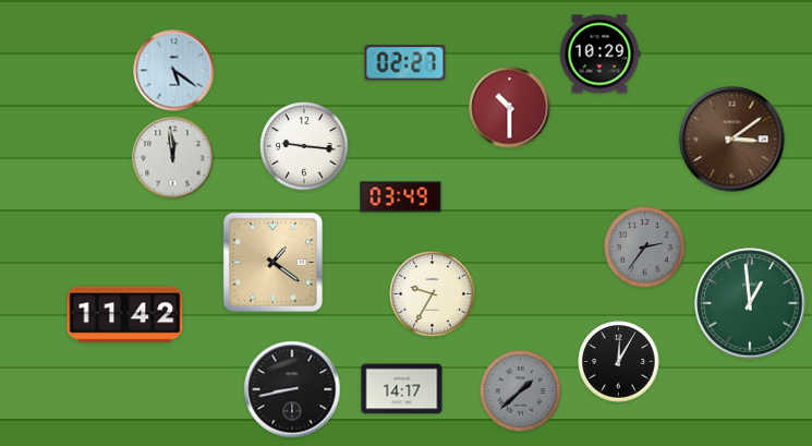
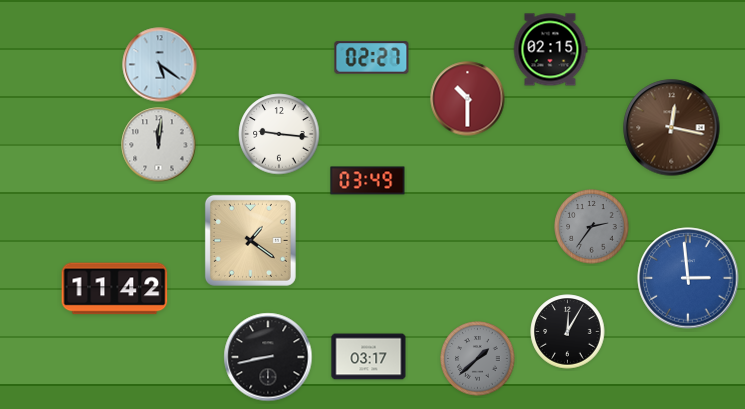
clock at (599, 55): 10:29 -> 02:15
clock at (732, 140): 3:09 -> 12:17
clock at (173, 158): 11:59 -> 12:01
clock at (433, 294): 9:35 -> none
clock at (750, 303): 12:59 -> 2:59
clock at (750, 303) dial: green -> blue
clock at (402, 389): 14:17 -> 03:17
